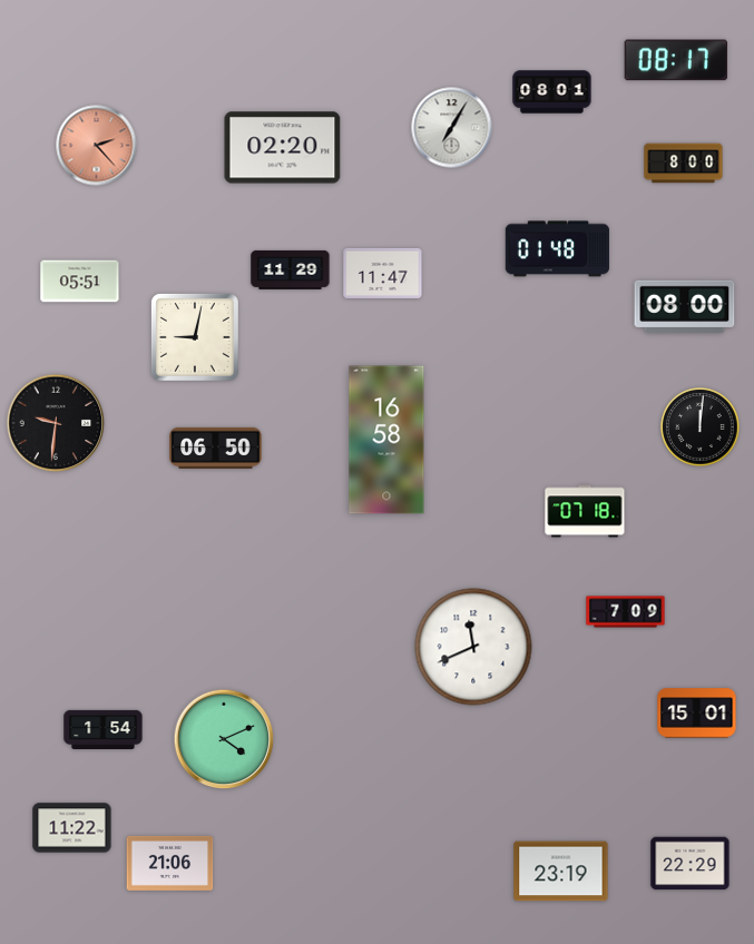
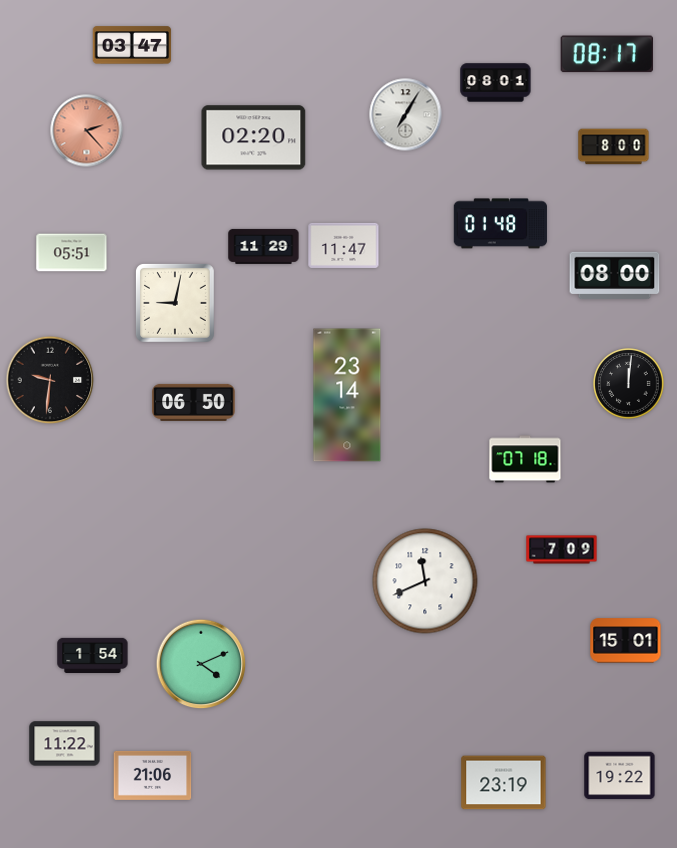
clock at (132, 45): none -> 03:47
clock at (283, 148) position: (283, 148) -> (254, 138)
clock at (291, 269) position: (291, 269) -> (264, 246)
clock at (386, 440): 16:58 -> 23:14
clock at (691, 864): 22:29 -> 19:22
